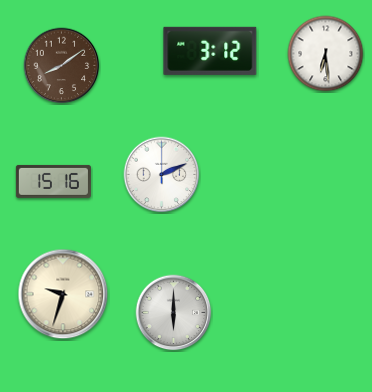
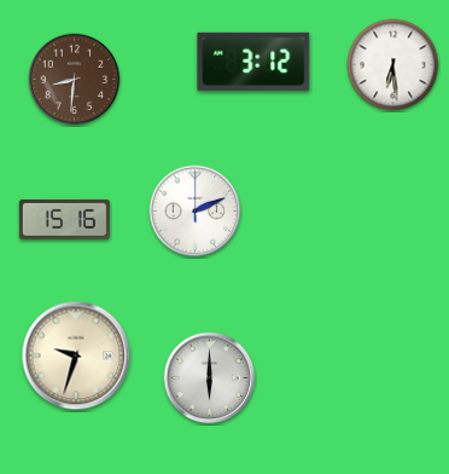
clock at (62, 66): 8:09 -> 8:31
